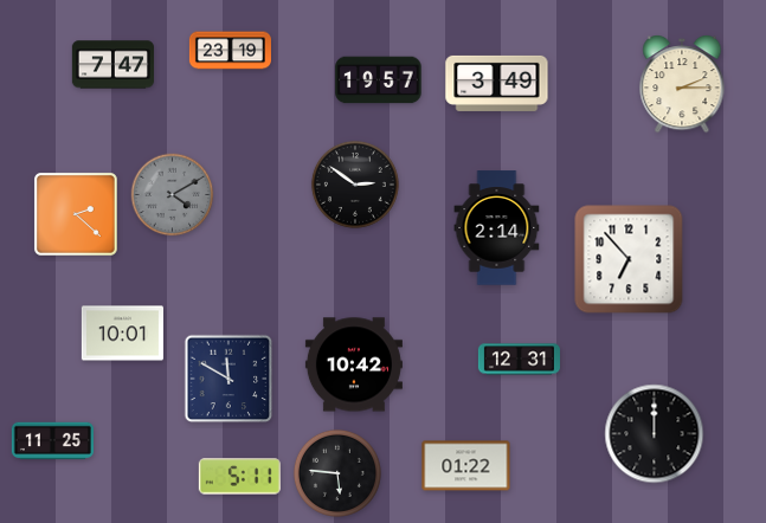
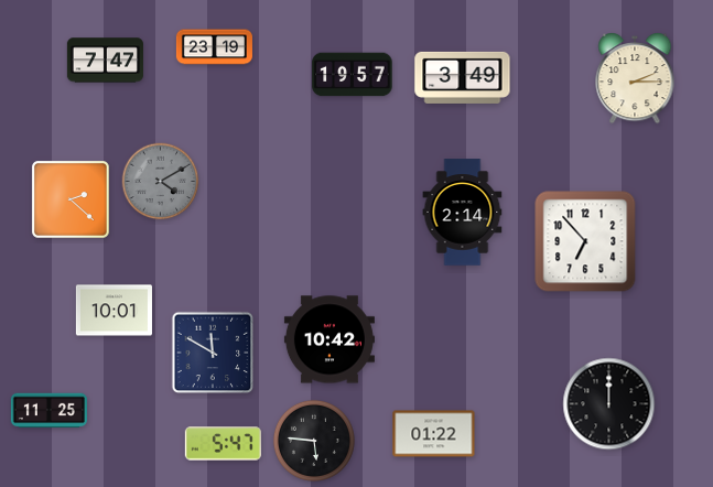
clock at (355, 185): 2:51 -> none
clock at (519, 360): 12:31 -> none
clock at (239, 477): 5:11 -> 5:47
